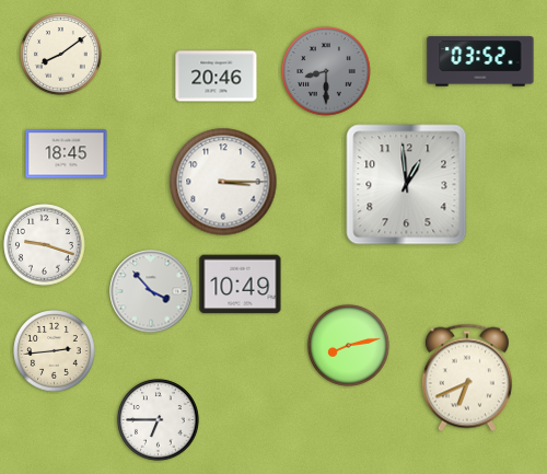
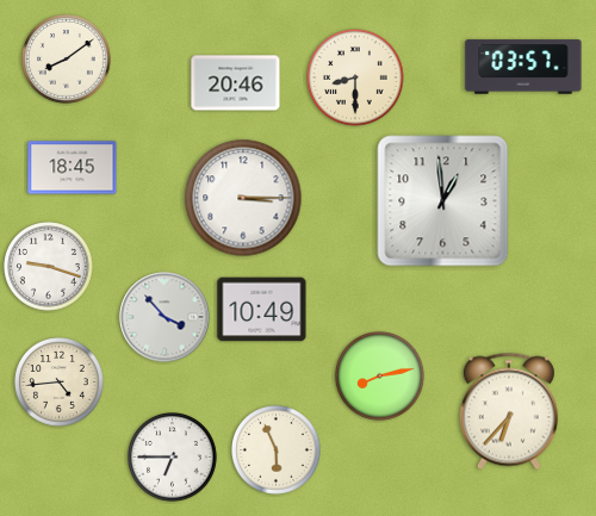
clock at (480, 61): 03:52 -> 03:57
clock at (326, 71) dial: grey -> cream
clock at (55, 351): 2:44 -> 4:44
clock at (467, 378): 6:41 -> 6:37
clock at (277, 450): none -> 5:56
